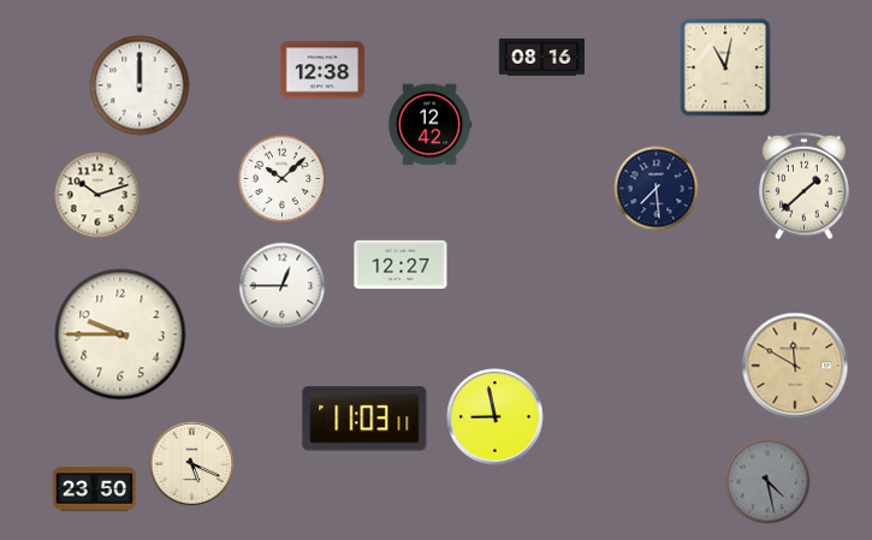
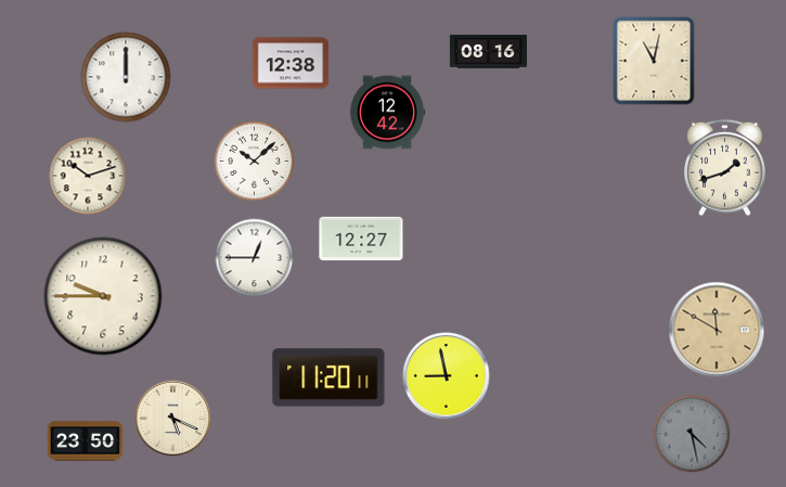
clock at (805, 186): 1:38 -> 1:42
clock at (657, 189): 7:29 -> none
clock at (120, 334) position: (120, 334) -> (103, 296)
clock at (364, 419): 11:03 -> 11:20
